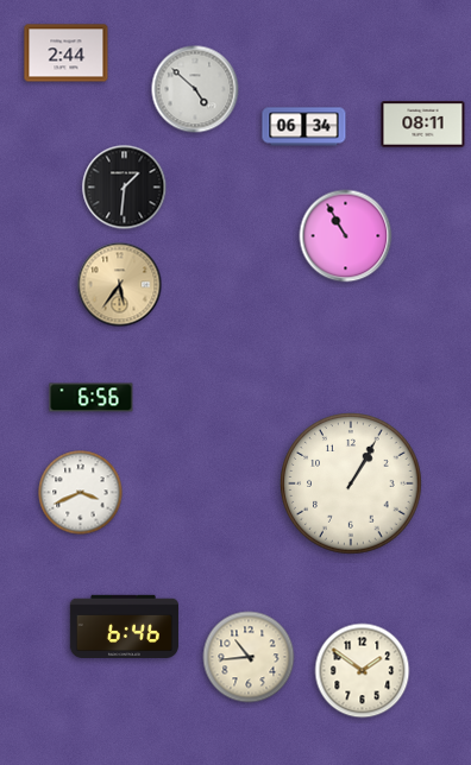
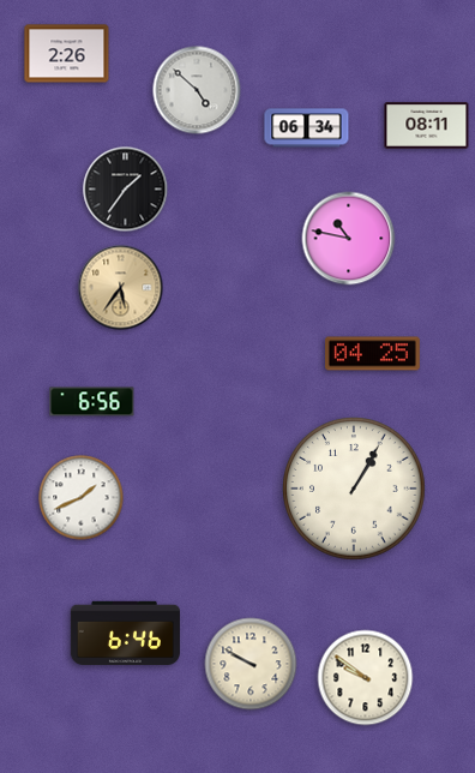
clock at (67, 53): 2:44 -> 2:26
clock at (125, 188): 1:31 -> 1:36
clock at (346, 236): 10:55 -> 10:47
clock at (373, 354): none -> 04:25
clock at (81, 493): 3:41 -> 1:41
clock at (249, 657): 10:44 -> 9:50
clock at (363, 671): 1:51 -> 9:51
